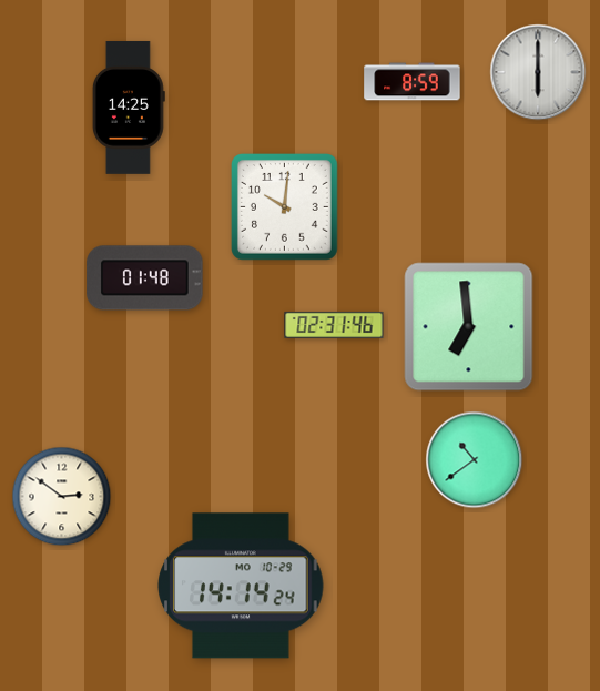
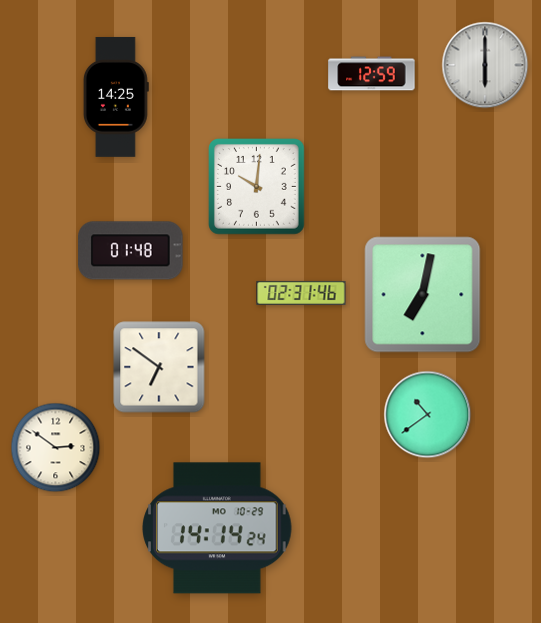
clock at (413, 82): 8:59 -> 12:59
clock at (469, 327): 6:59 -> 7:02
clock at (159, 367): none -> 6:51
